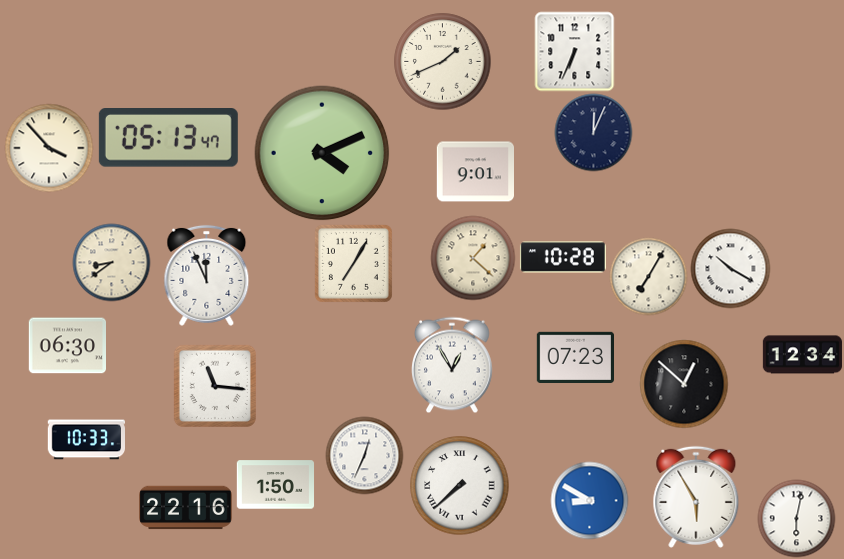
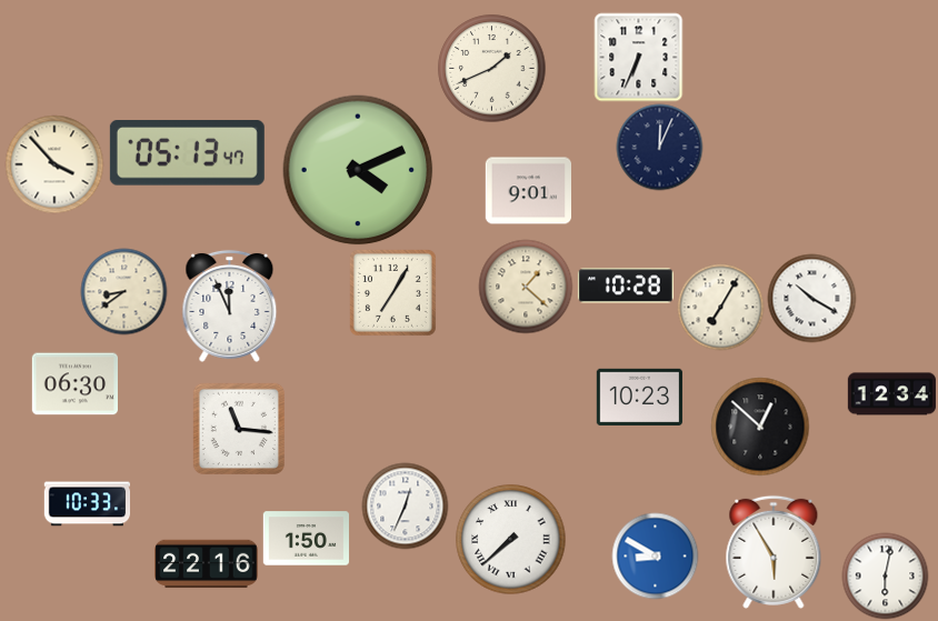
clock at (575, 357): 07:23 -> 10:23
clock at (453, 365): 12:55 -> none
clock at (86, 440) position: (86, 440) -> (87, 504)
